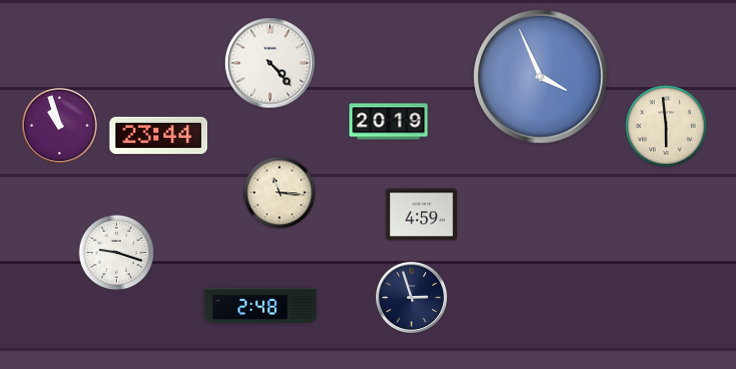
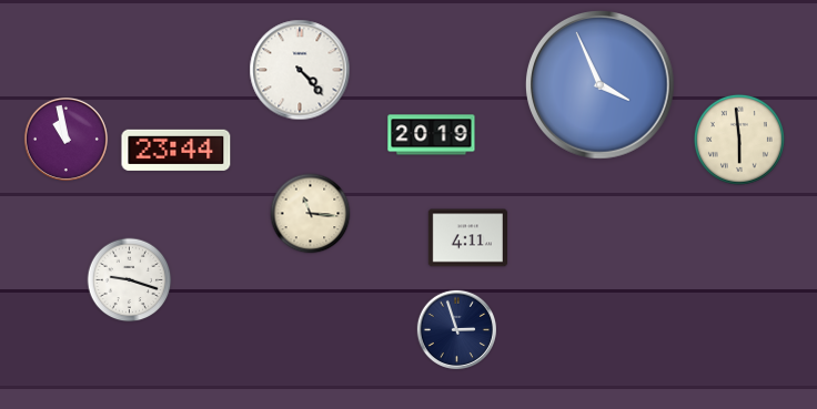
clock at (59, 125): 10:57 -> 10:58
clock at (421, 215): 4:59 -> 4:11
clock at (261, 306): 2:48 -> none
